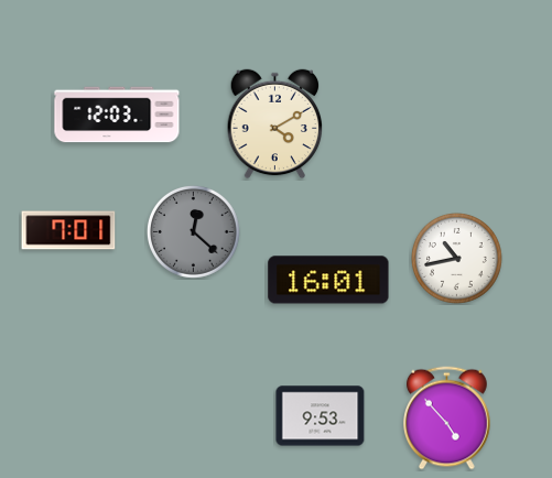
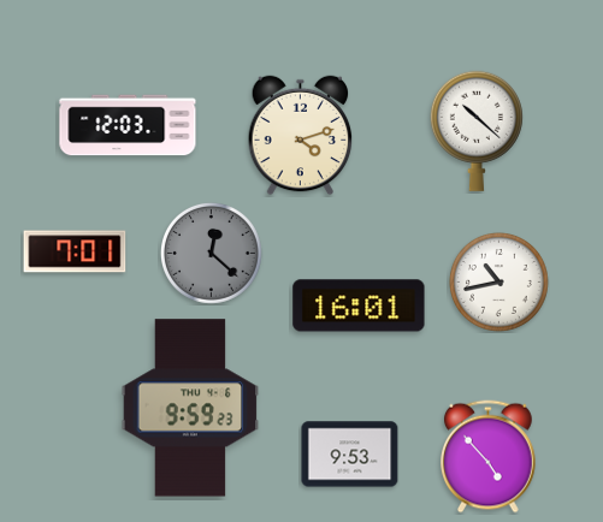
clock at (477, 131): none -> 10:22
clock at (275, 124): 4:10 -> 4:12
clock at (190, 408): none -> 9:59
